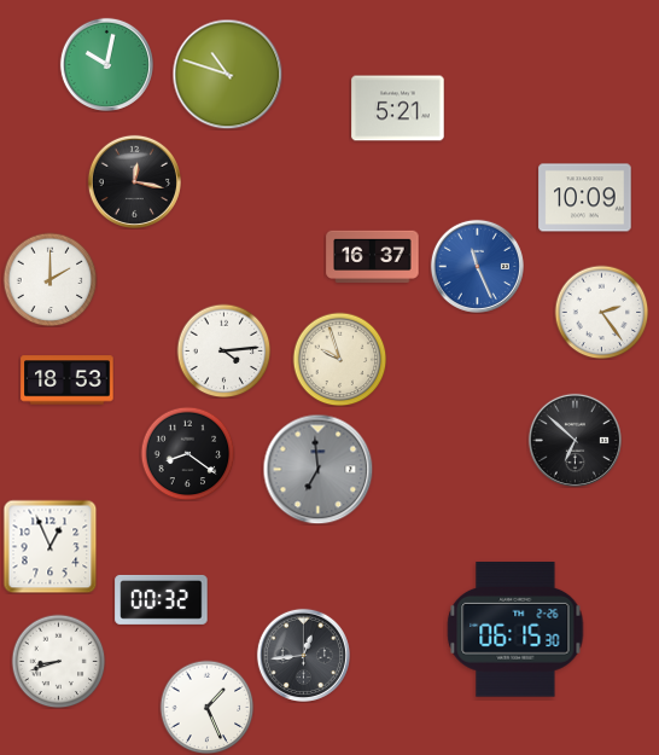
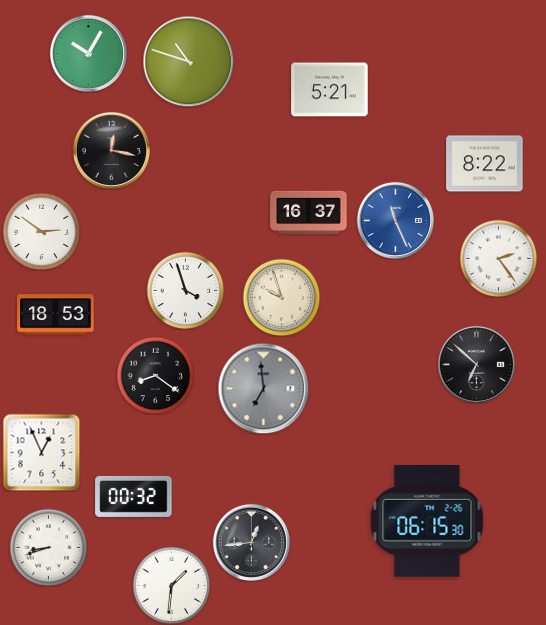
clock at (106, 64): 10:02 -> 10:05
clock at (585, 198): 10:09 -> 8:22
clock at (49, 279): 2:00 -> 2:51
clock at (223, 350): 4:14 -> 3:57
clock at (206, 707): 1:26 -> 1:31
